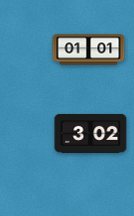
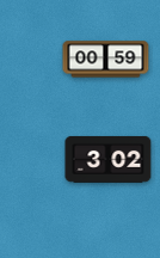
clock at (89, 50): 01:01 -> 00:59
